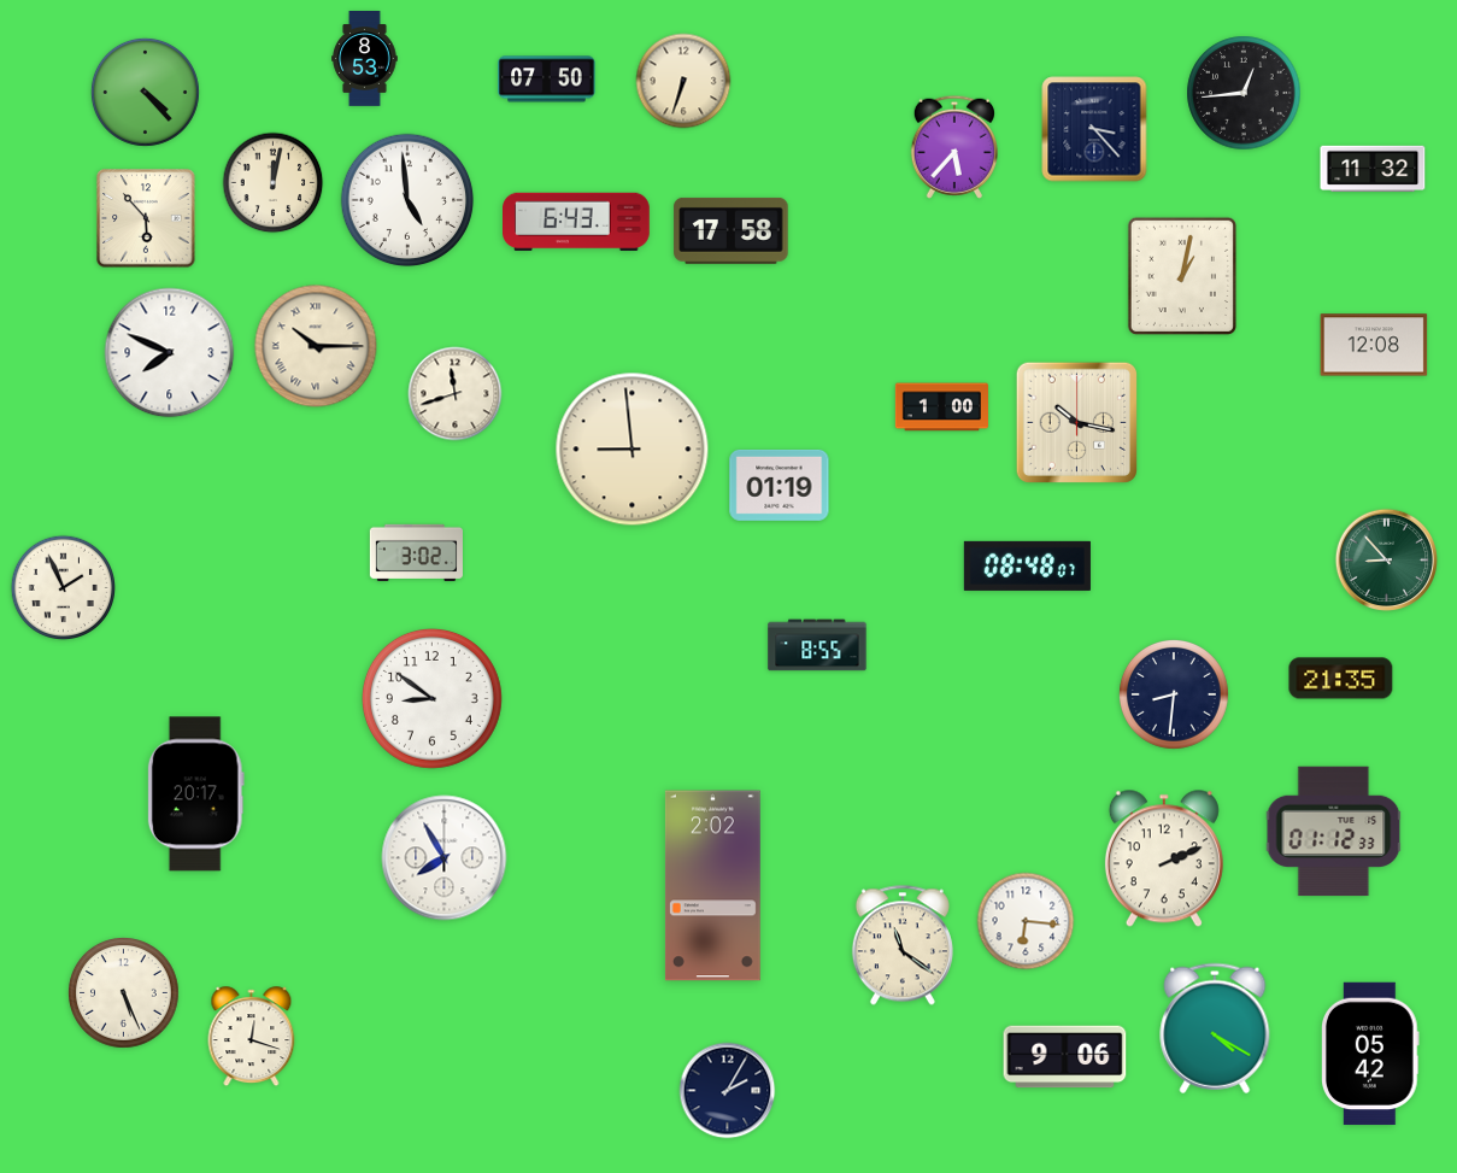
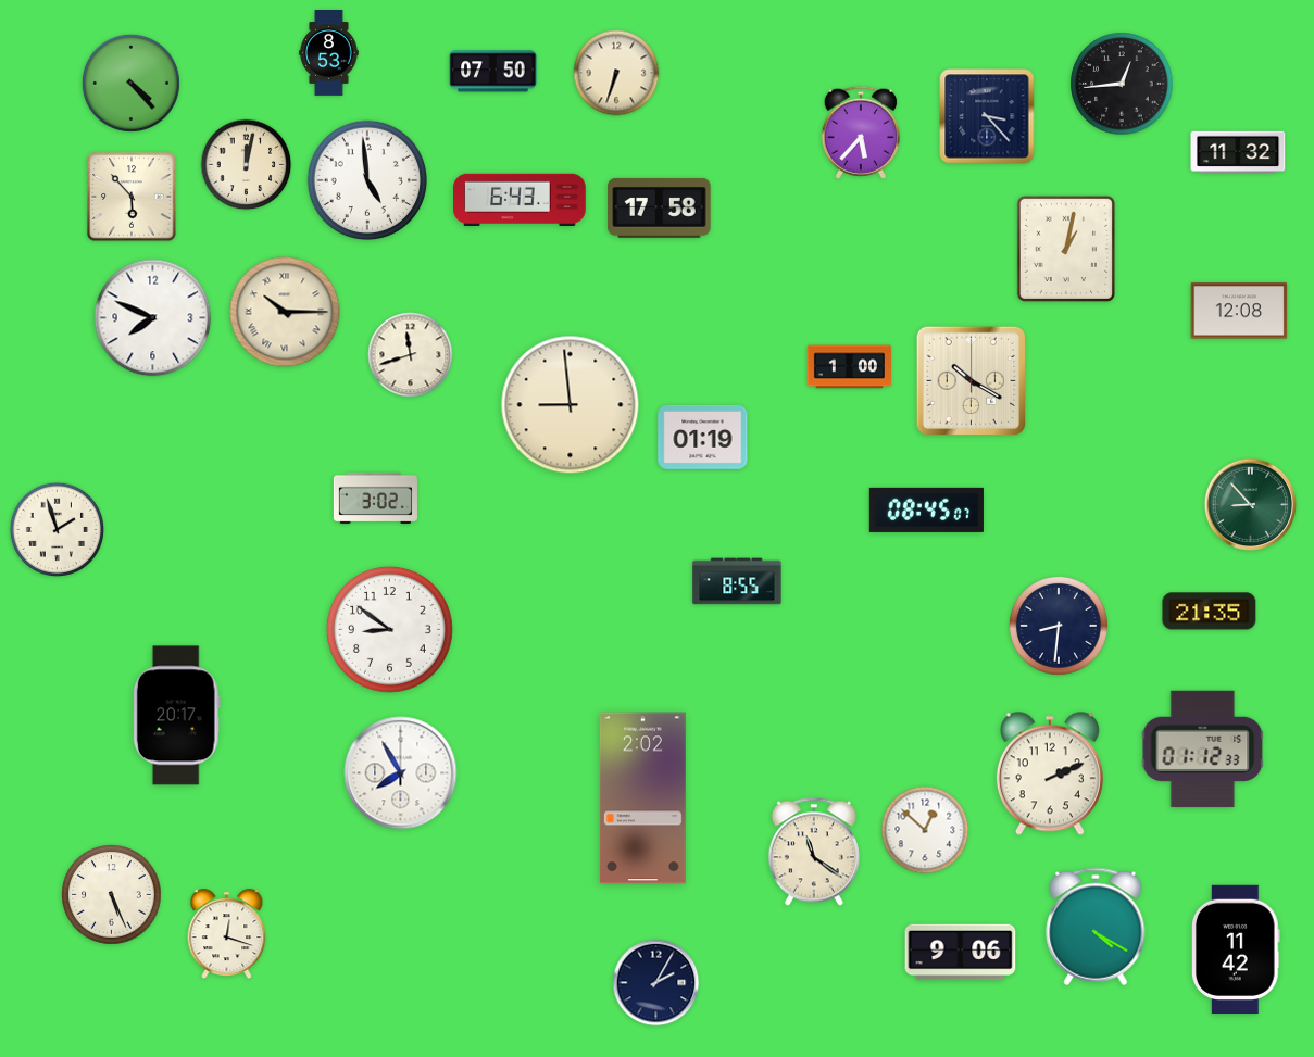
clock at (1076, 422): 10:17 -> 10:20
clock at (1027, 565): 08:48 -> 08:45
clock at (63, 587): 1:56 -> 1:57
clock at (1026, 921): 6:16 -> 12:52
clock at (1371, 1054): 05:42 -> 11:42
